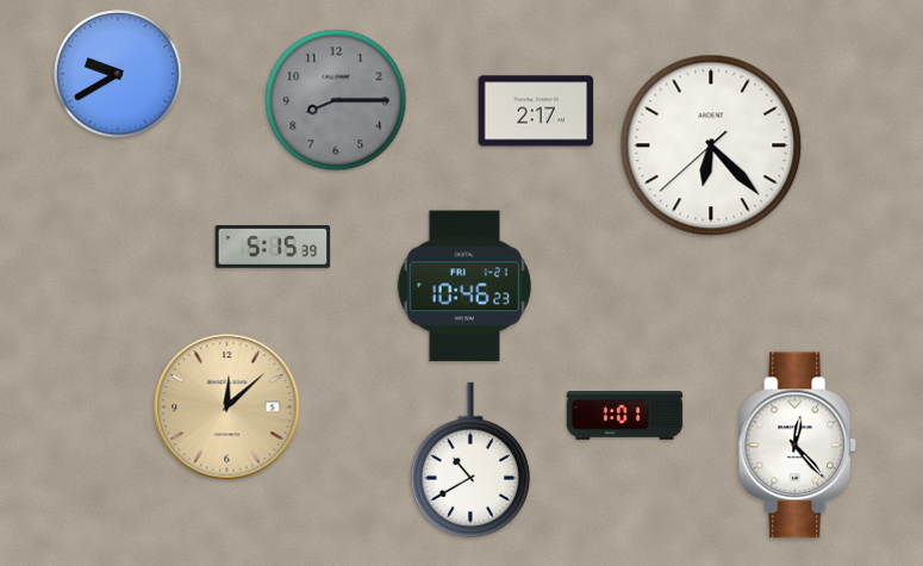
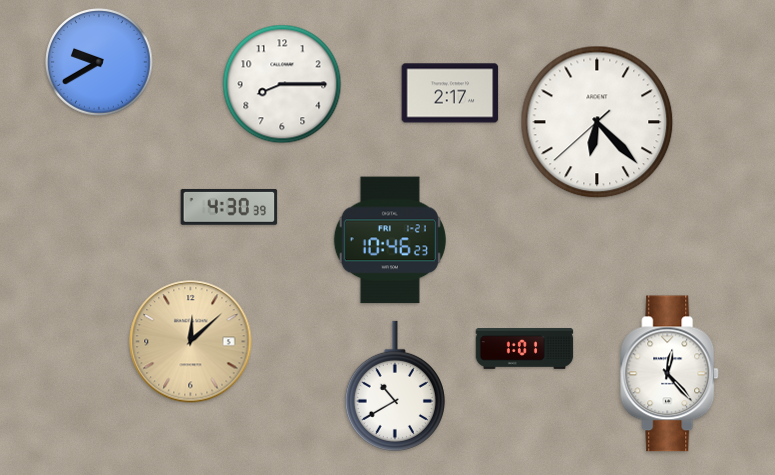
clock at (336, 100) dial: grey -> white
clock at (273, 247): 5:15 -> 4:30
